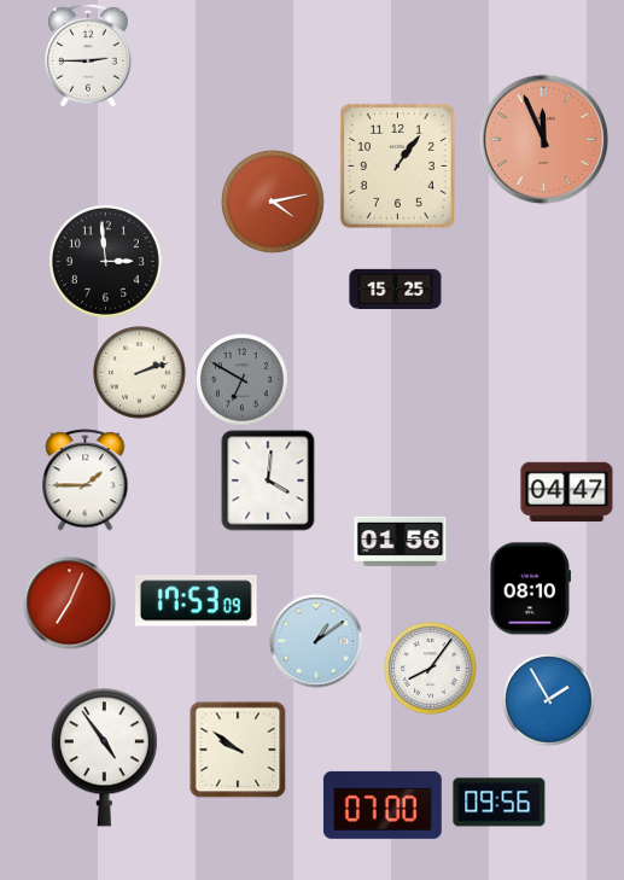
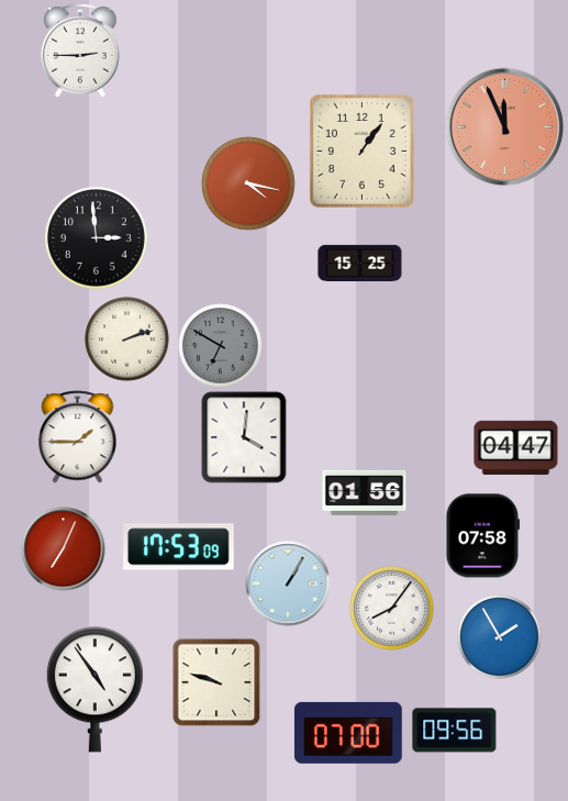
clock at (544, 140) position: (544, 140) -> (505, 127)
clock at (274, 203): 4:13 -> 4:17
clock at (531, 589): 08:10 -> 07:58
clock at (316, 641): 1:09 -> 1:05
clock at (238, 750): 9:51 -> 9:48
